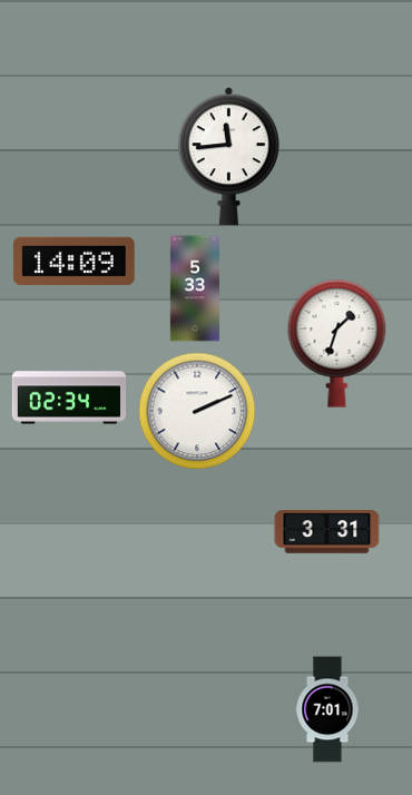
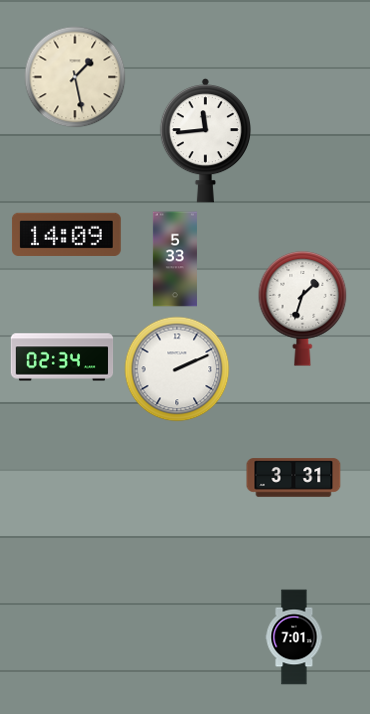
clock at (75, 77): none -> 1:28
